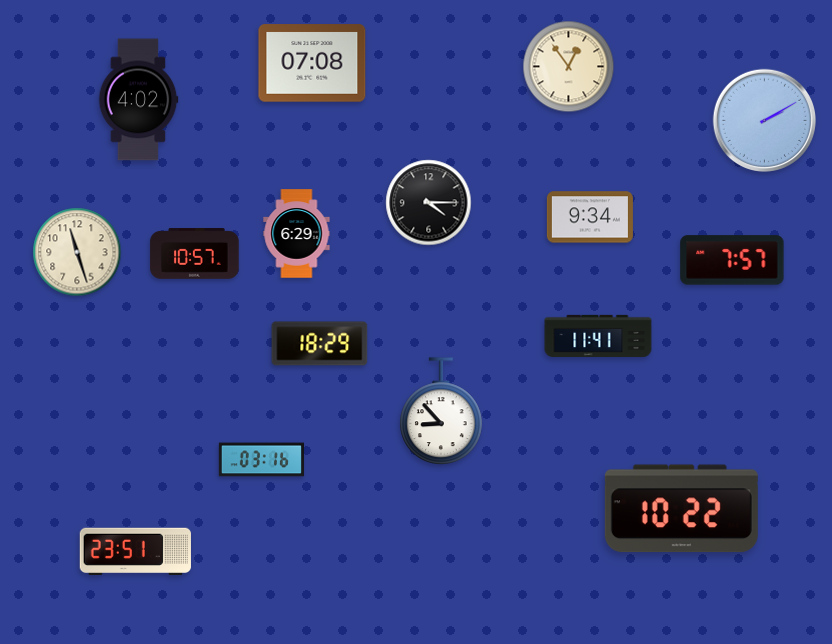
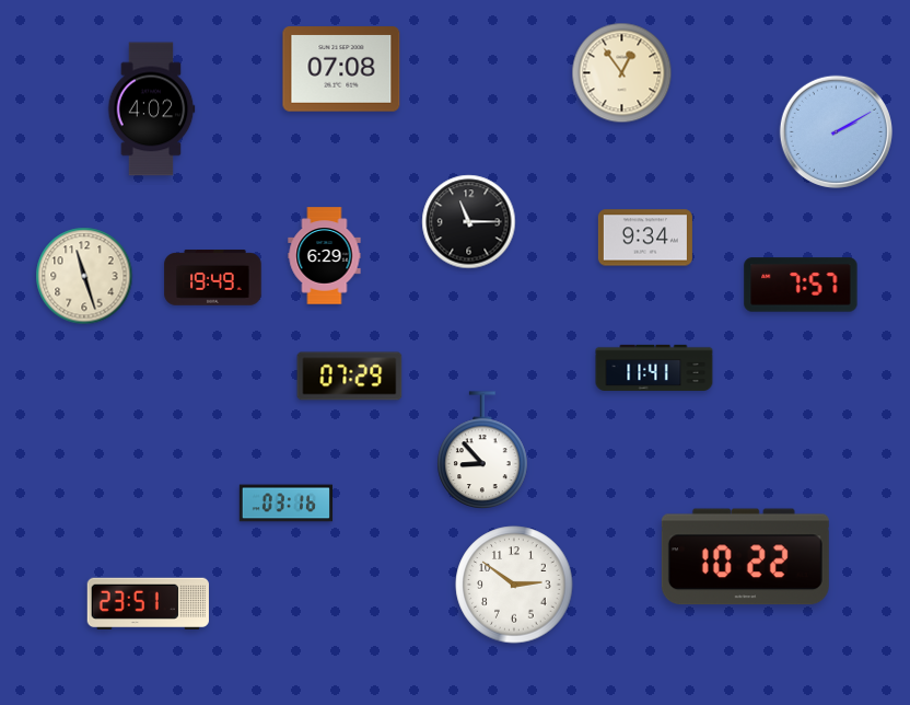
clock at (429, 203): 4:15 -> 11:15
clock at (195, 254): 10:57 -> 19:49
clock at (320, 344): 18:29 -> 07:29
clock at (514, 585): none -> 2:51
